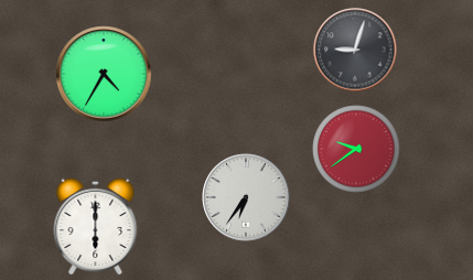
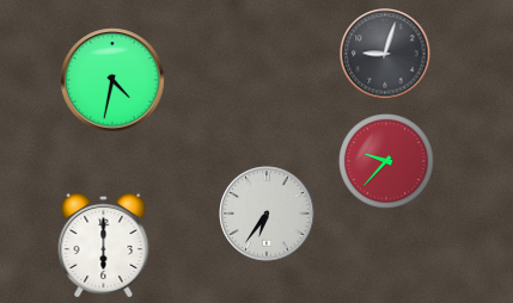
clock at (104, 74): 4:35 -> 4:32
clock at (356, 149): 9:39 -> 9:37
